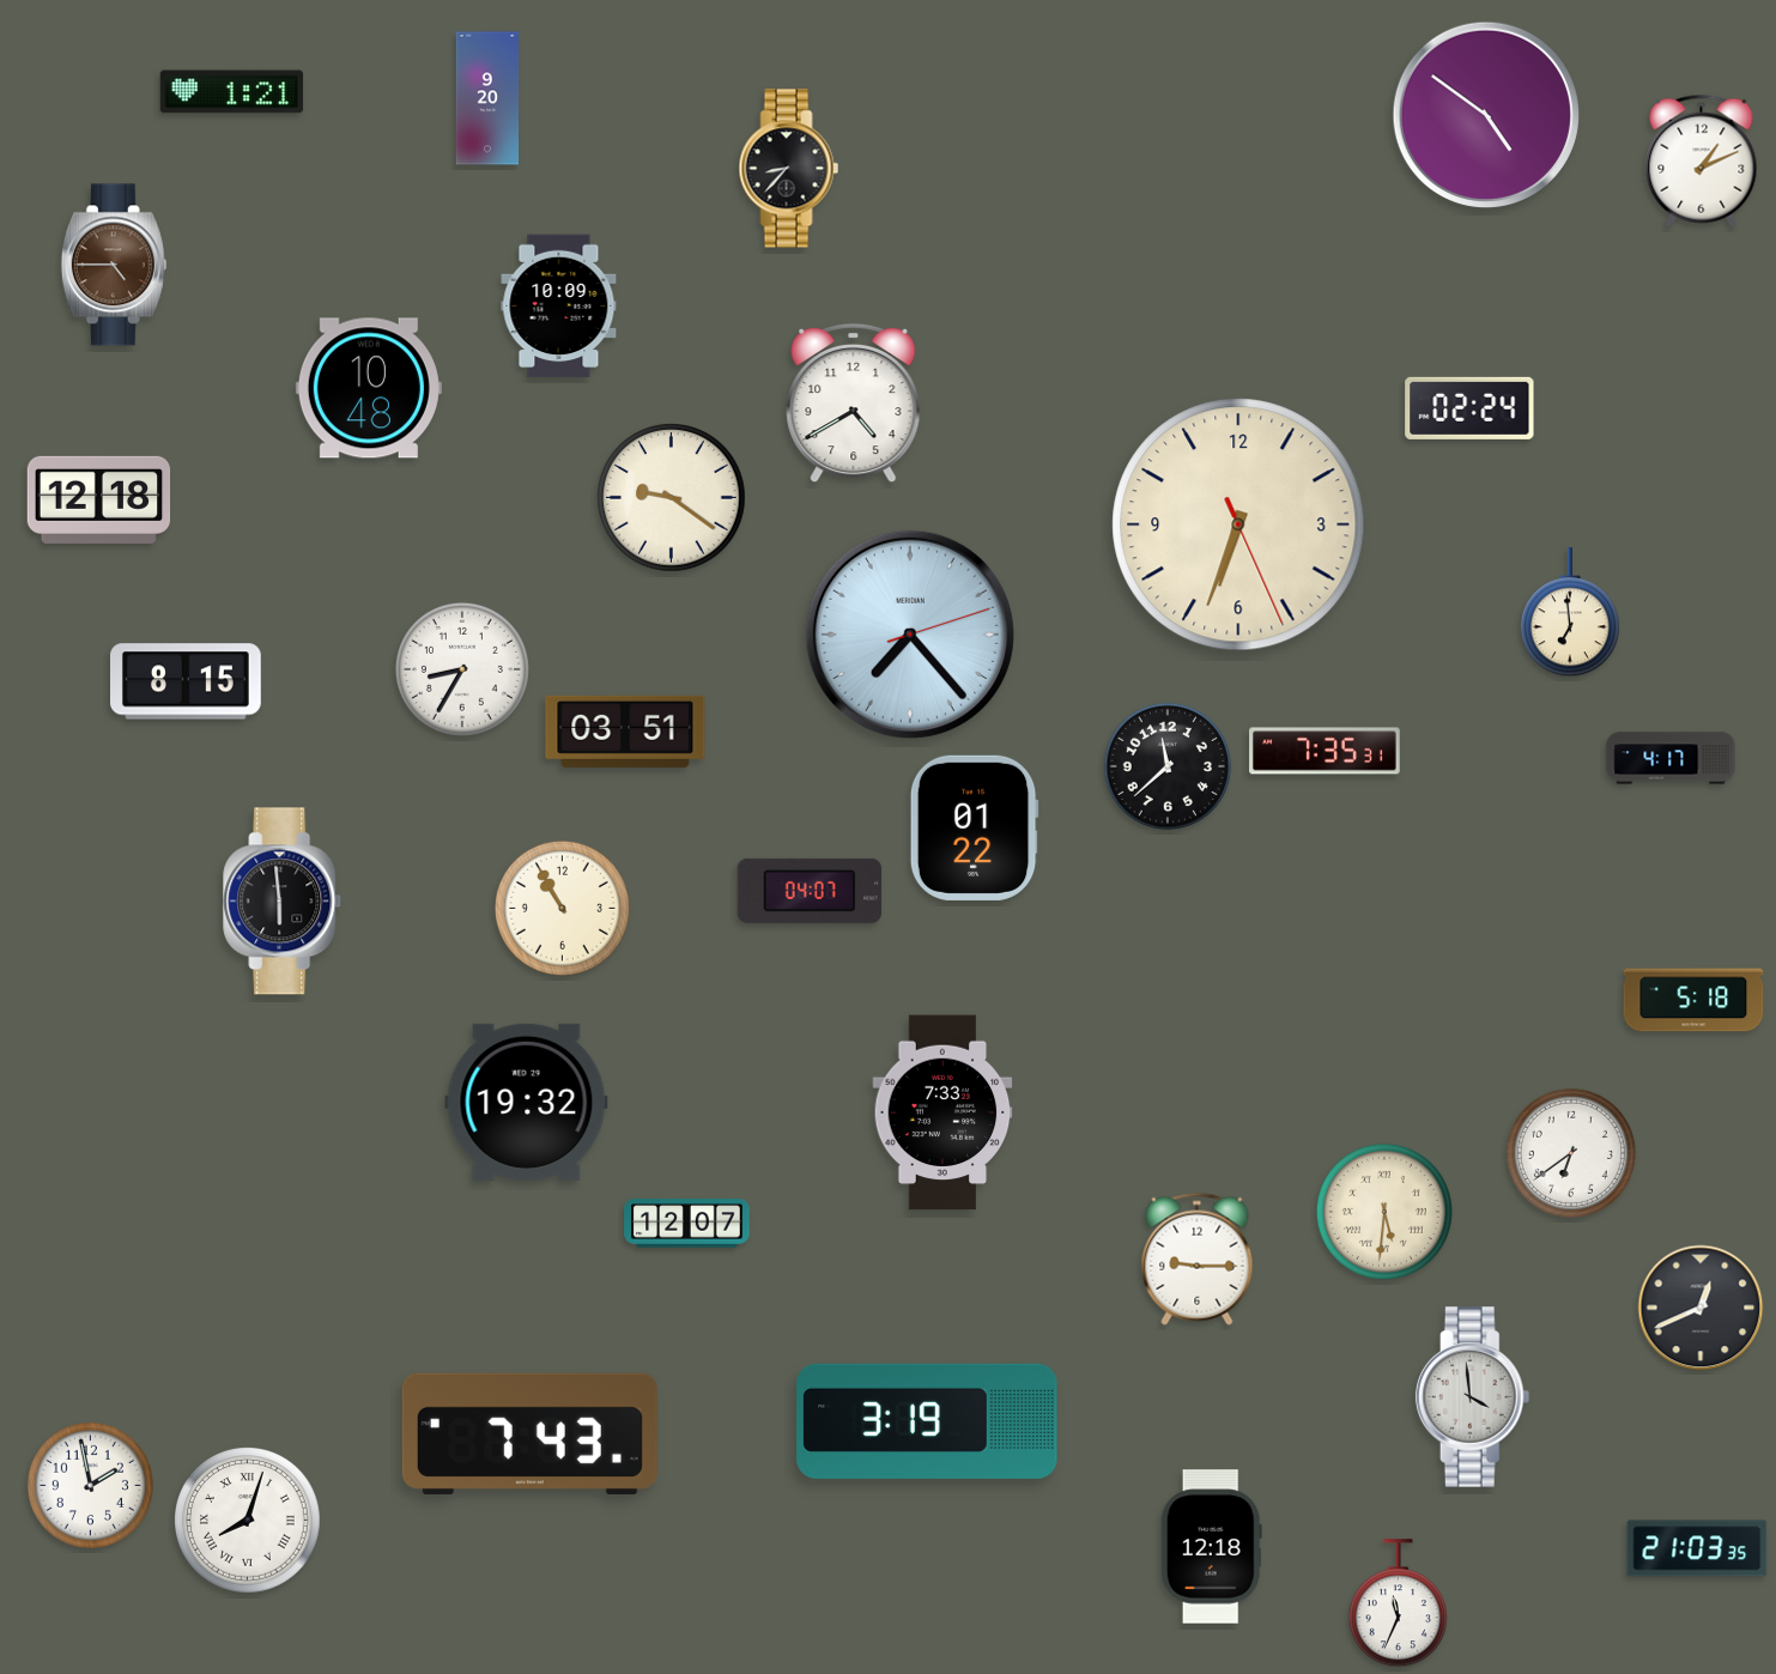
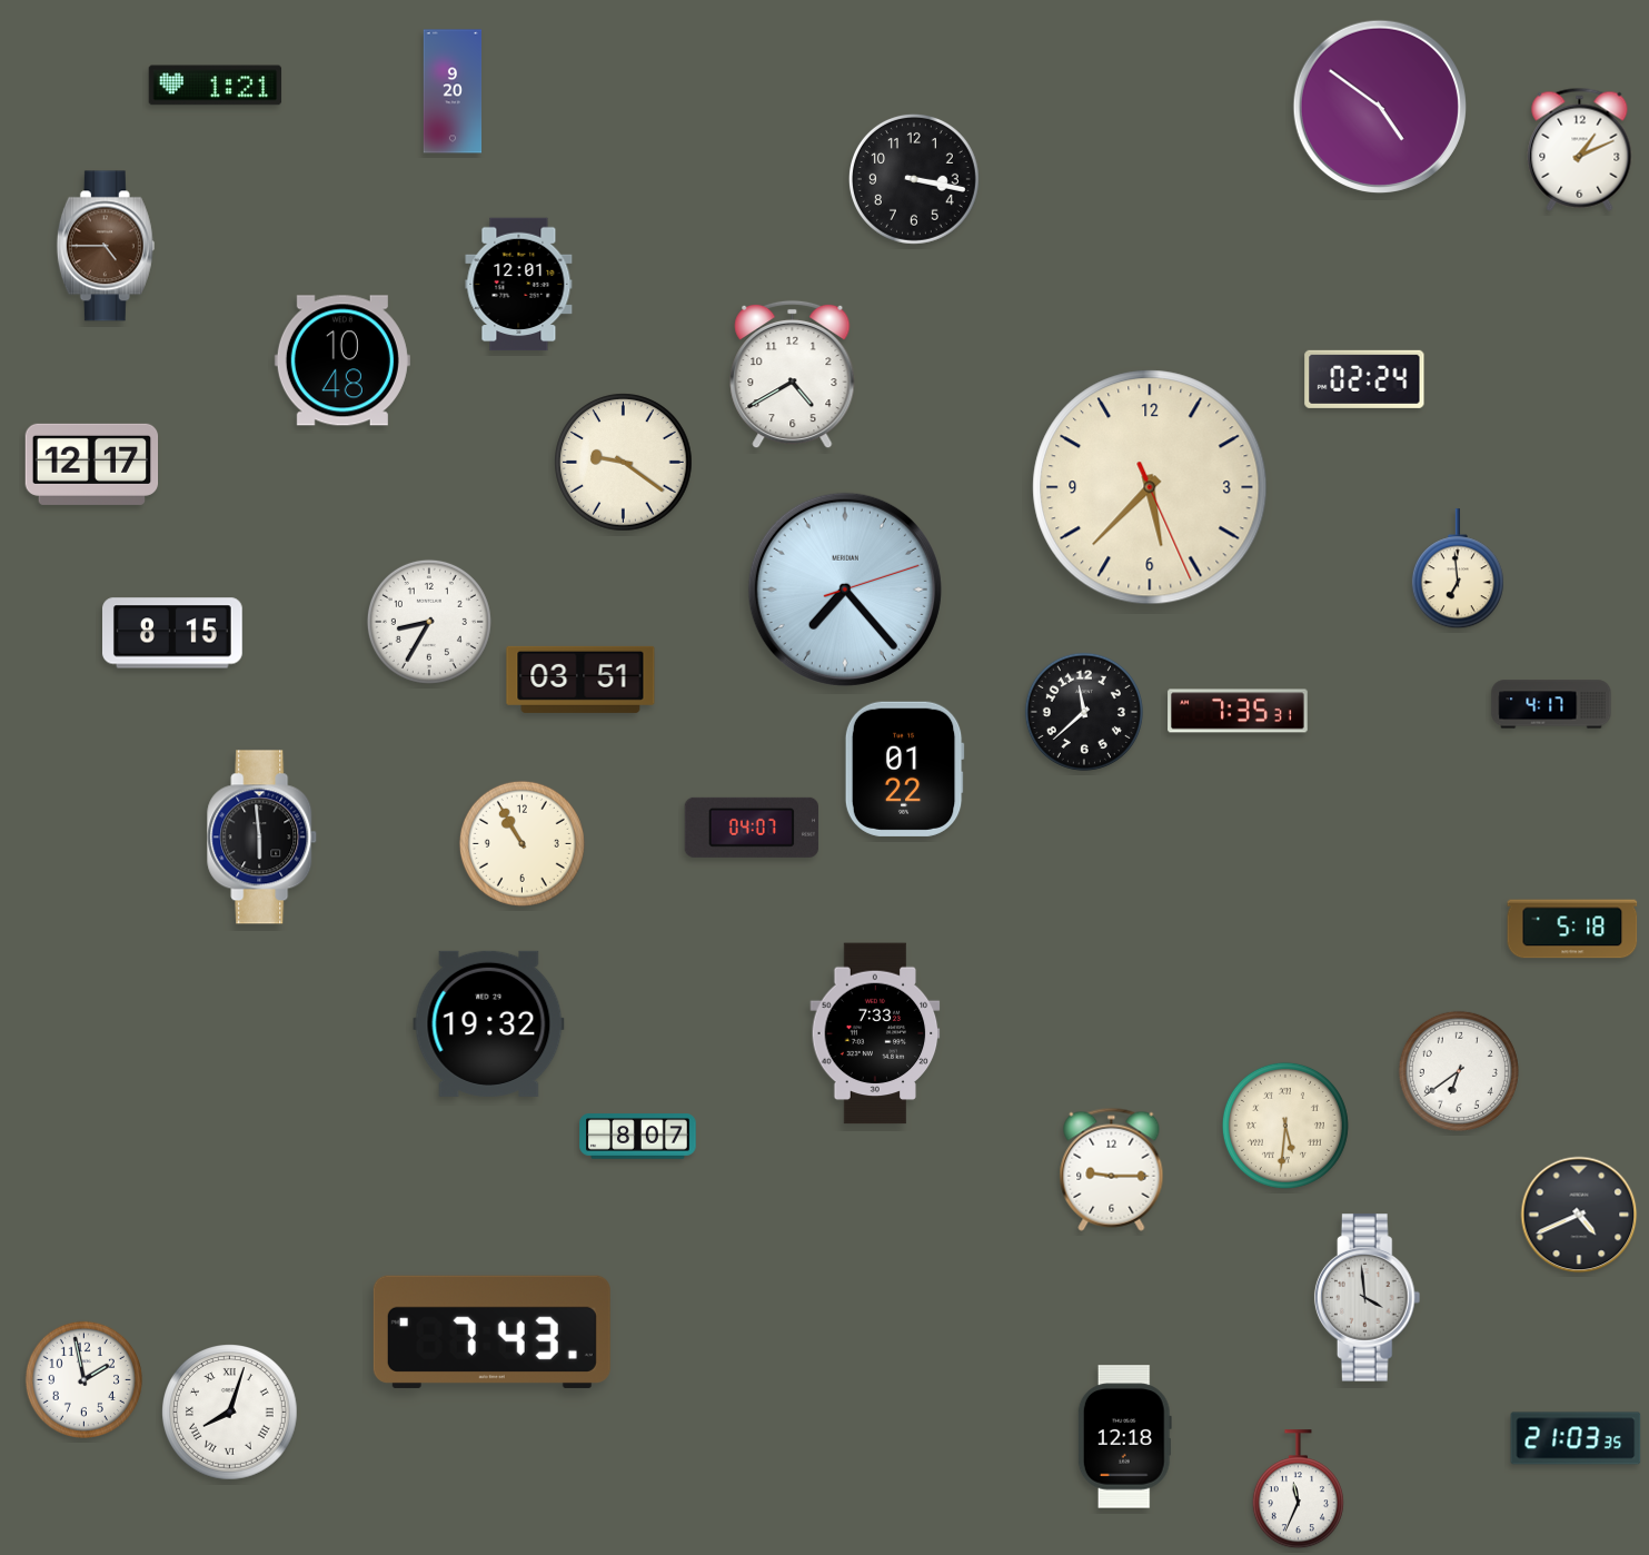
clock at (789, 169): 8:37 -> none
clock at (914, 179): none -> 3:17
clock at (559, 307): 10:09 -> 12:01
clock at (99, 499): 12:18 -> 12:17
clock at (1238, 524): 6:33 -> 5:37
clock at (1325, 751) position: (1325, 751) -> (1238, 711)
clock at (687, 1224): 12:07 -> 8:07
clock at (1701, 1308): 12:41 -> 4:41
clock at (927, 1421): 3:19 -> none
